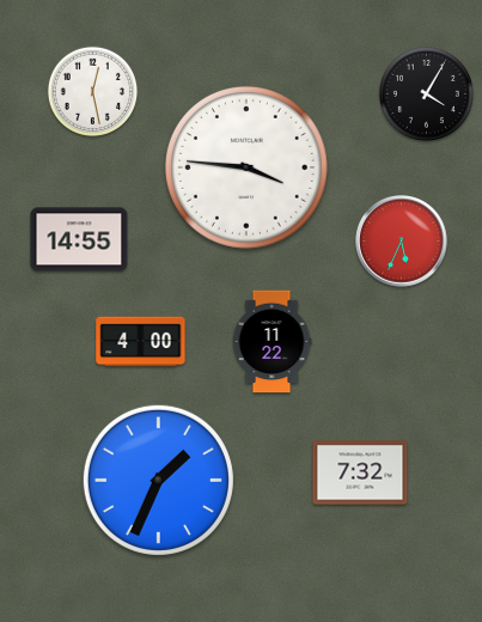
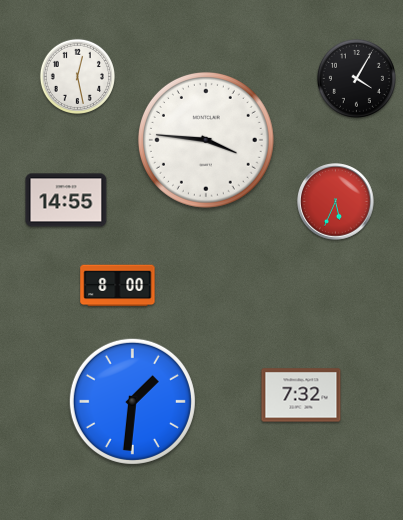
clock at (141, 342): 4:00 -> 8:00
clock at (271, 342): 11:22 -> none
clock at (158, 480): 1:34 -> 1:31
